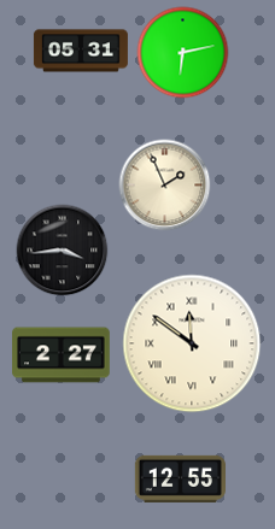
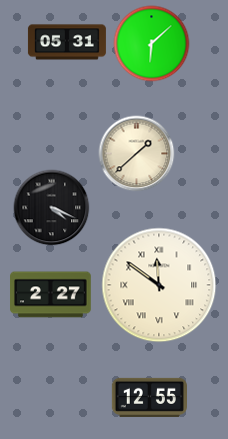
clock at (183, 53): 6:13 -> 6:08
clock at (165, 186): 1:56 -> 1:38
clock at (63, 251): 3:44 -> 4:19
